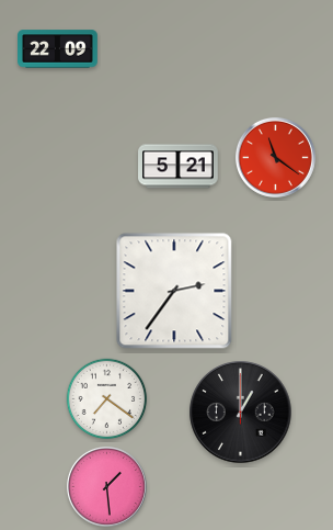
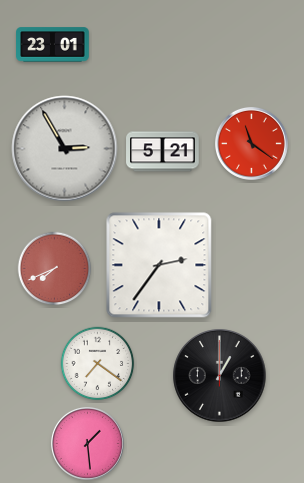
clock at (58, 49): 22:09 -> 23:01
clock at (65, 149): none -> 2:55
clock at (55, 269): none -> 7:41
clock at (106, 486) position: (106, 486) -> (87, 443)
